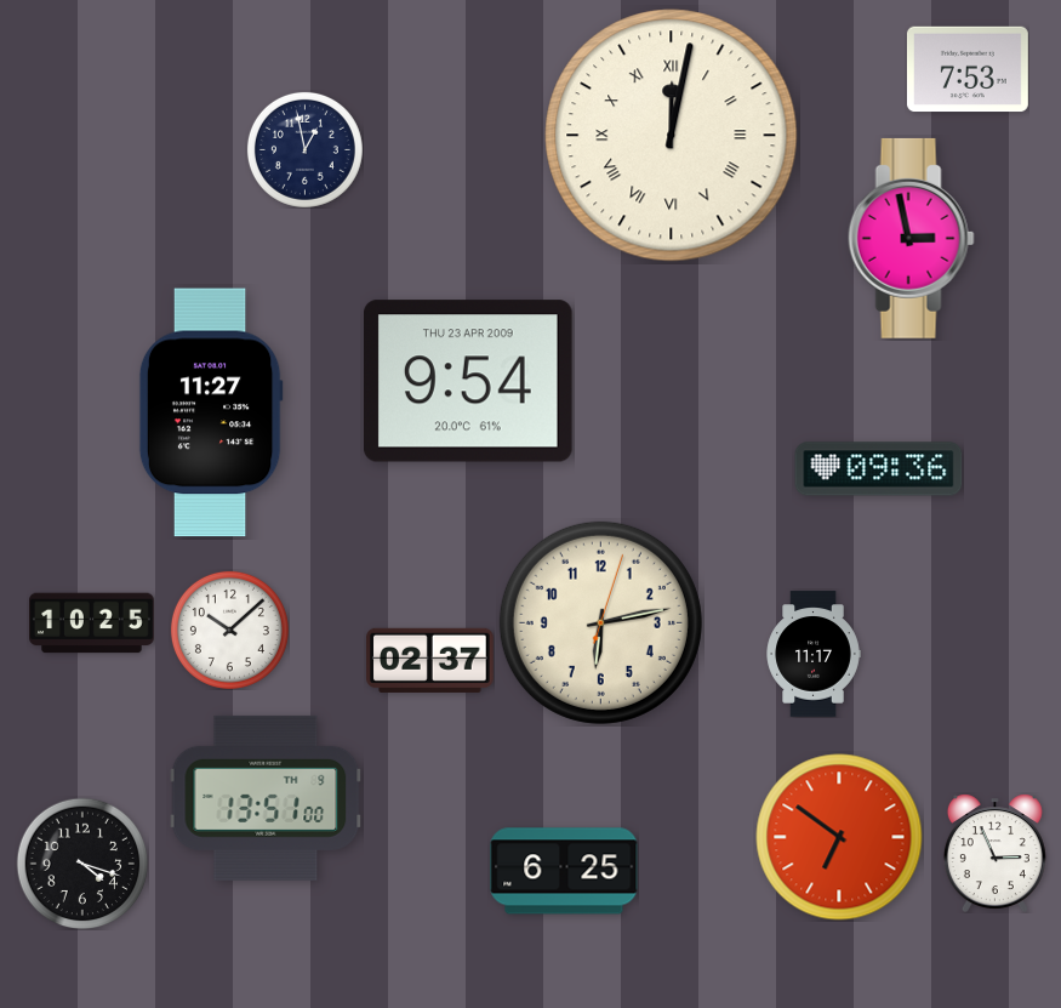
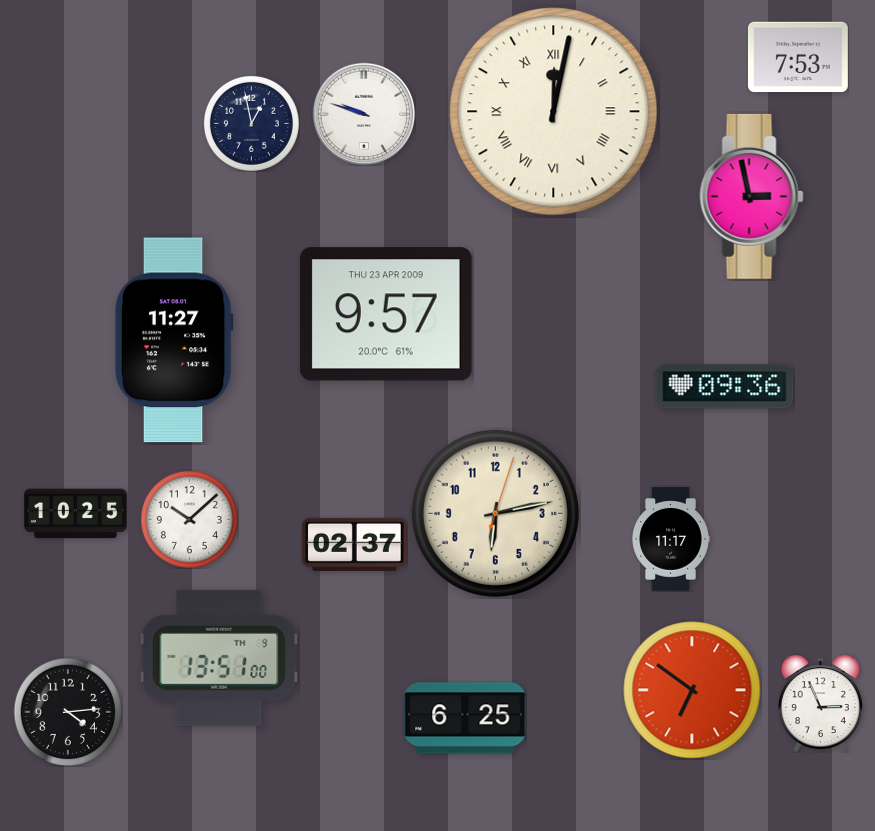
clock at (364, 114): none -> 9:48
clock at (469, 381): 9:54 -> 9:57
clock at (82, 864): 4:18 -> 4:14
